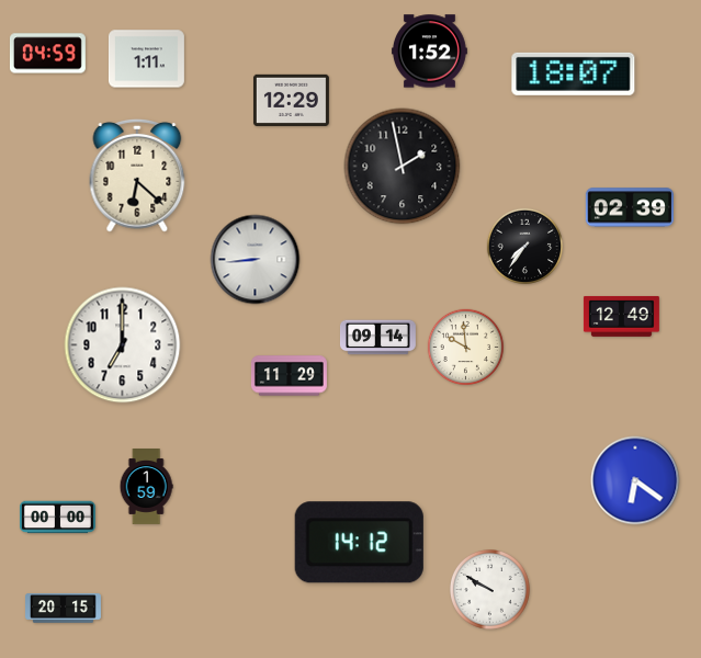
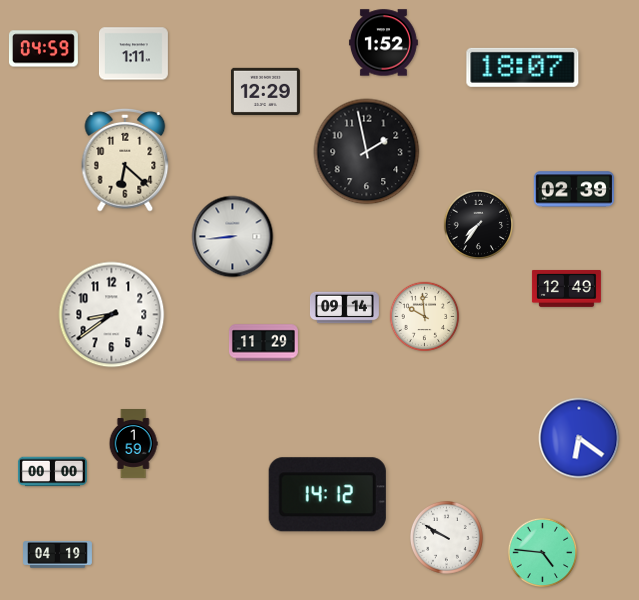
clock at (429, 52) position: (429, 52) -> (383, 43)
clock at (123, 345): 7:00 -> 8:39
clock at (543, 553): none -> 4:46
clock at (64, 609): 20:15 -> 04:19
